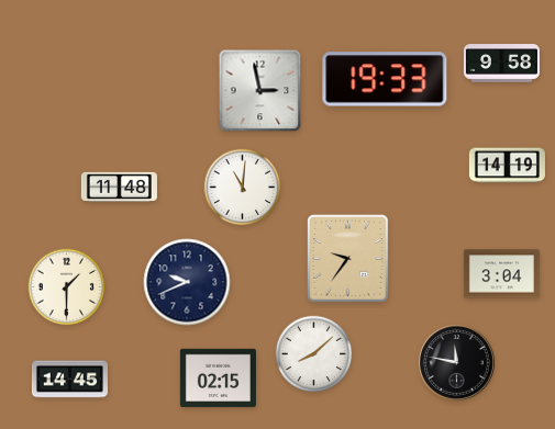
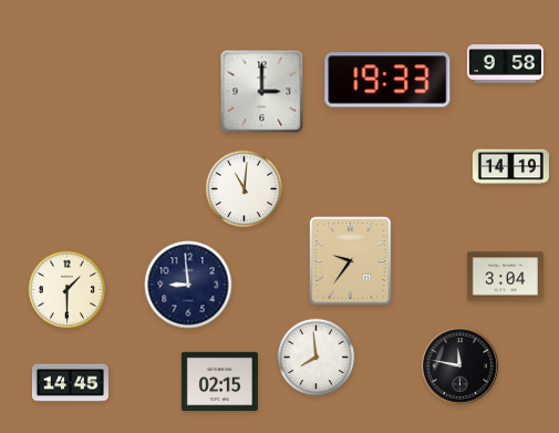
clock at (260, 91): 2:58 -> 3:00
clock at (119, 187): 11:48 -> none
clock at (187, 282): 9:41 -> 8:59
clock at (314, 354): 8:08 -> 7:59
